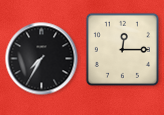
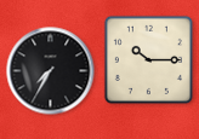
clock at (122, 49): 12:15 -> 10:15
